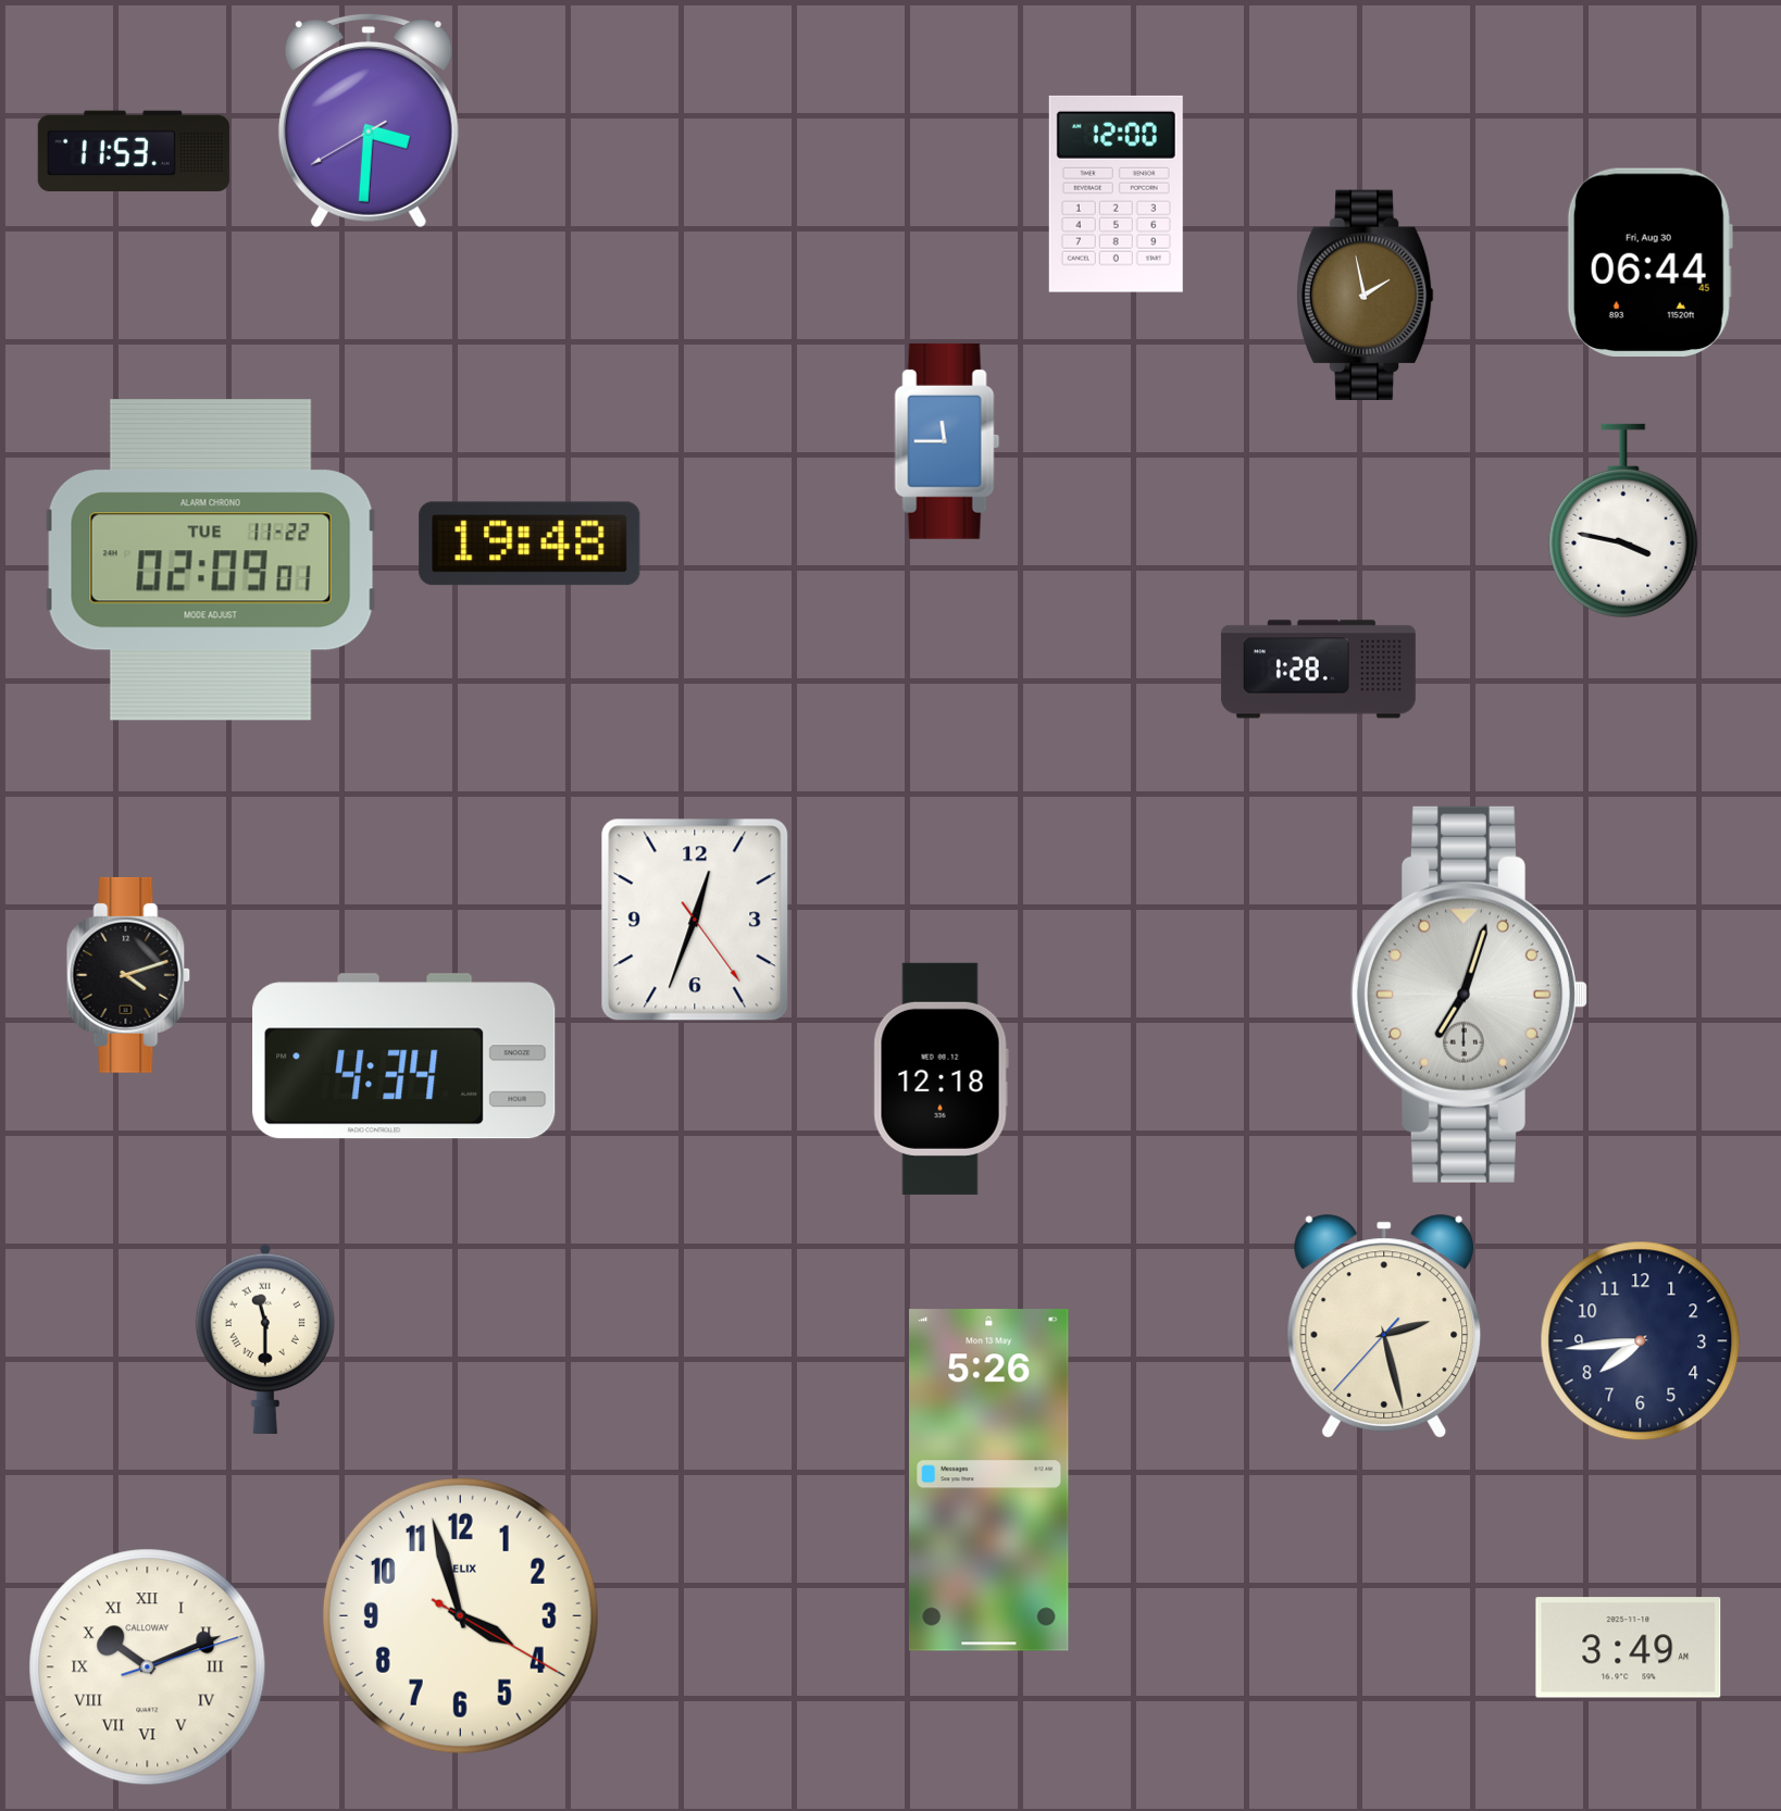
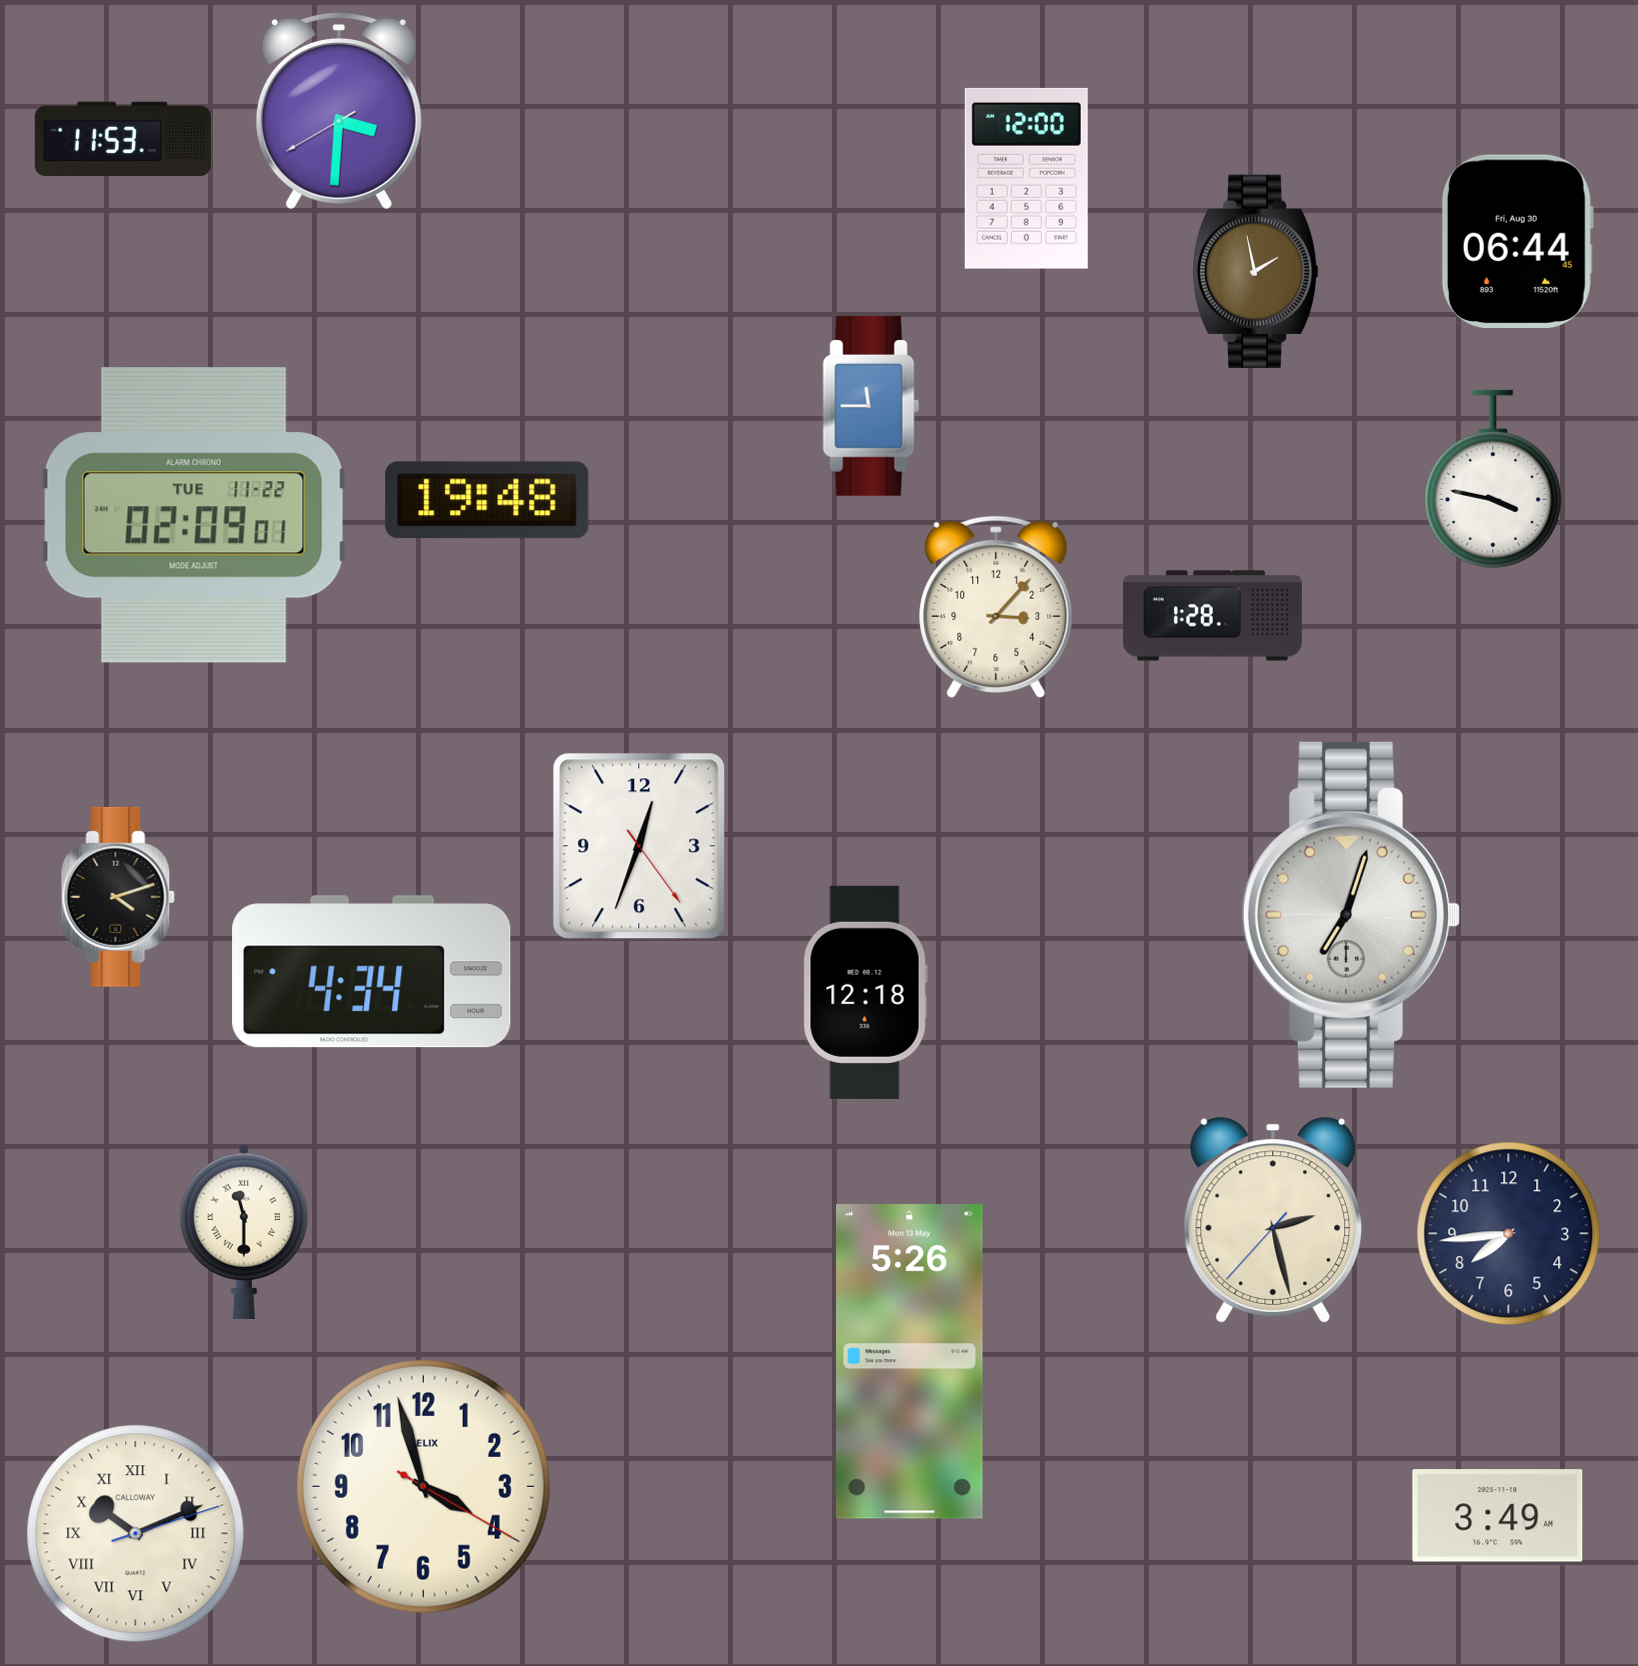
clock at (996, 607): none -> 3:07
